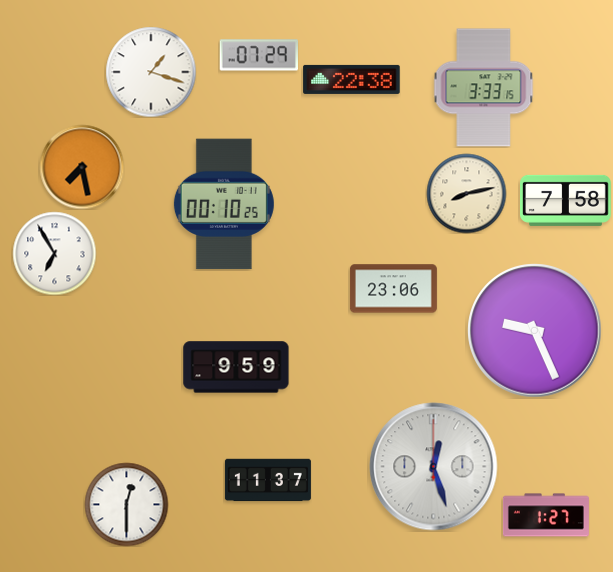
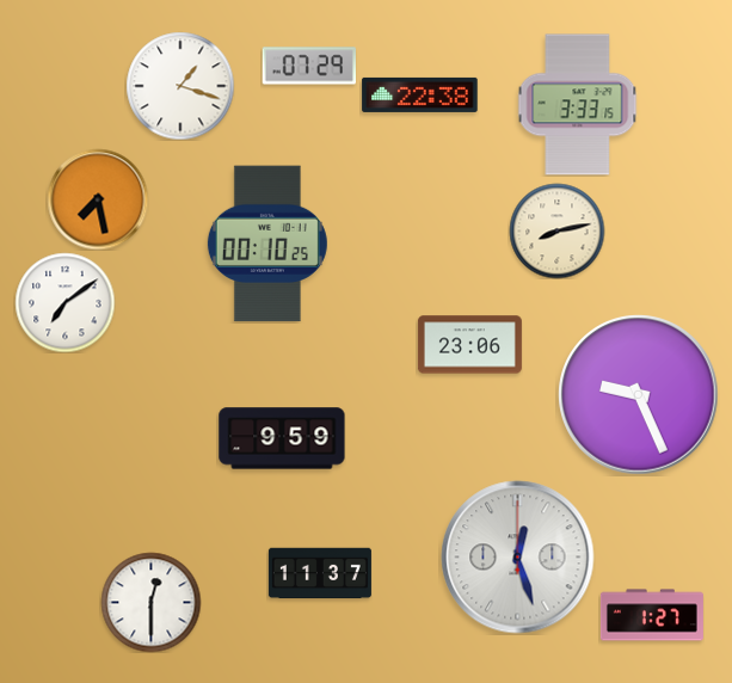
clock at (566, 200): 7:58 -> none
clock at (54, 253): 6:55 -> 7:09
